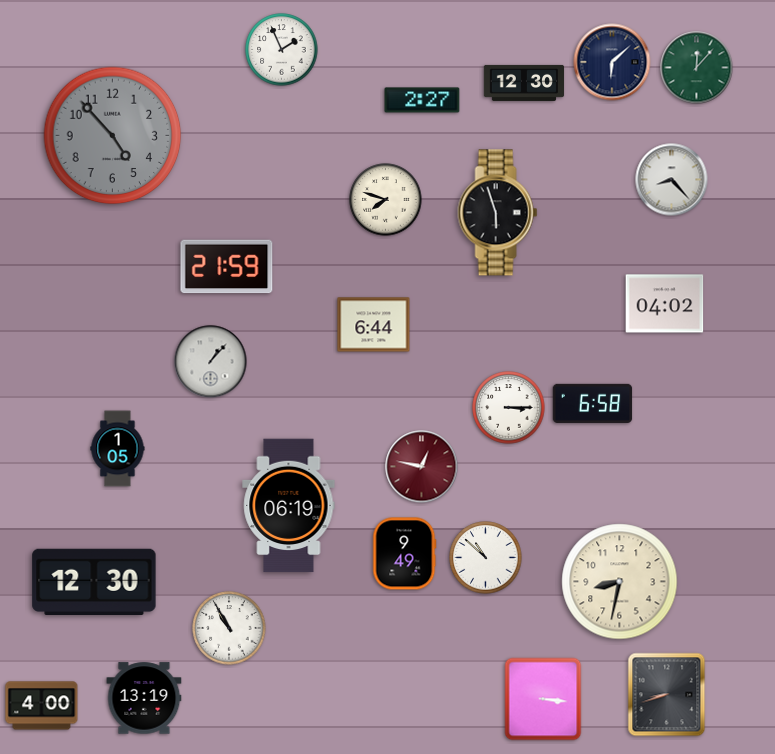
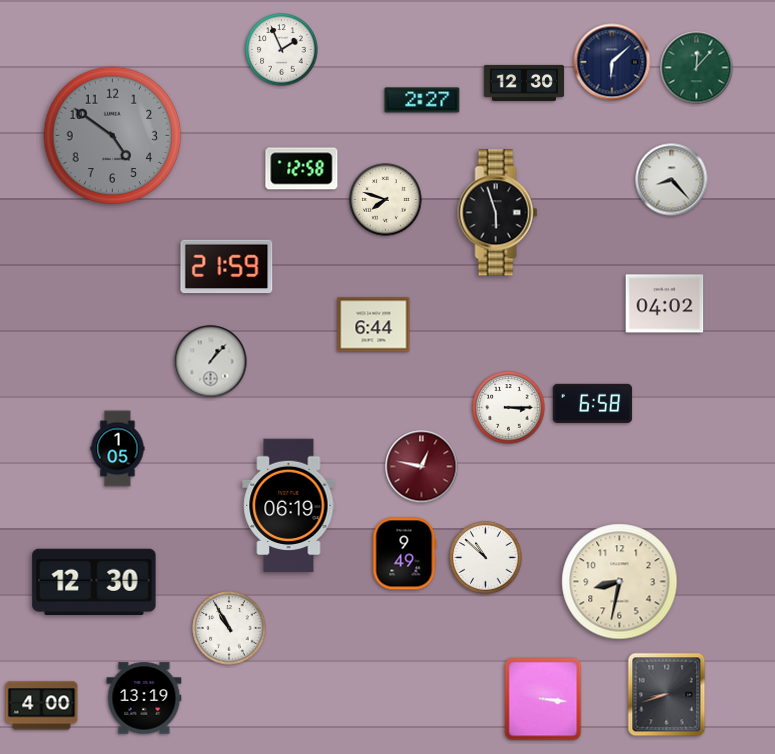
clock at (113, 136): 4:53 -> 4:51
clock at (302, 169): none -> 12:58
